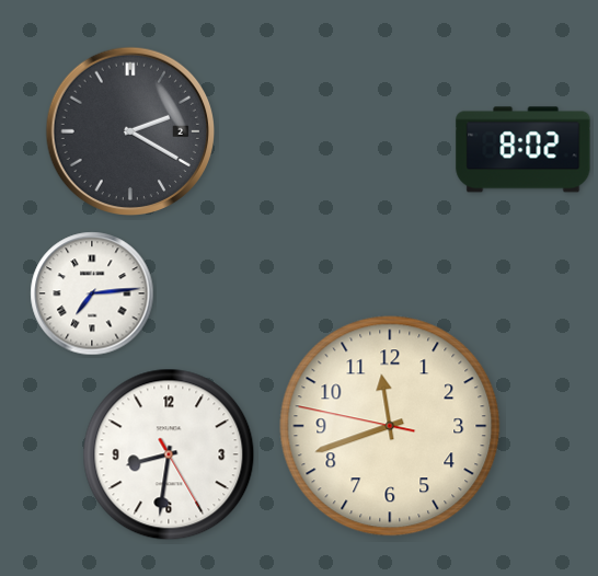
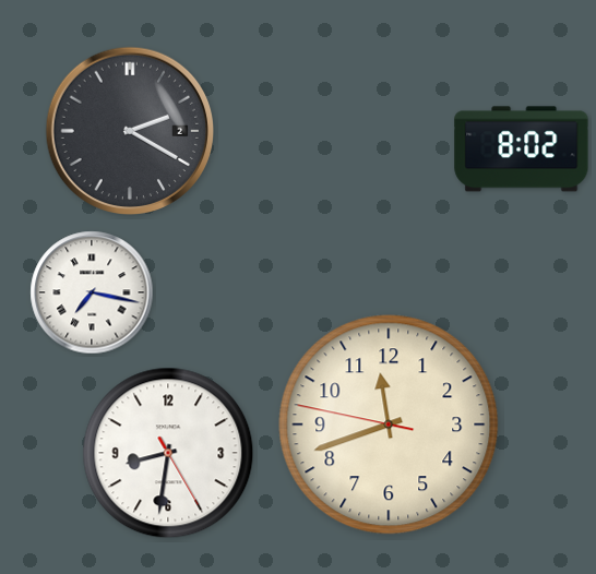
clock at (92, 293): 7:14 -> 7:17
